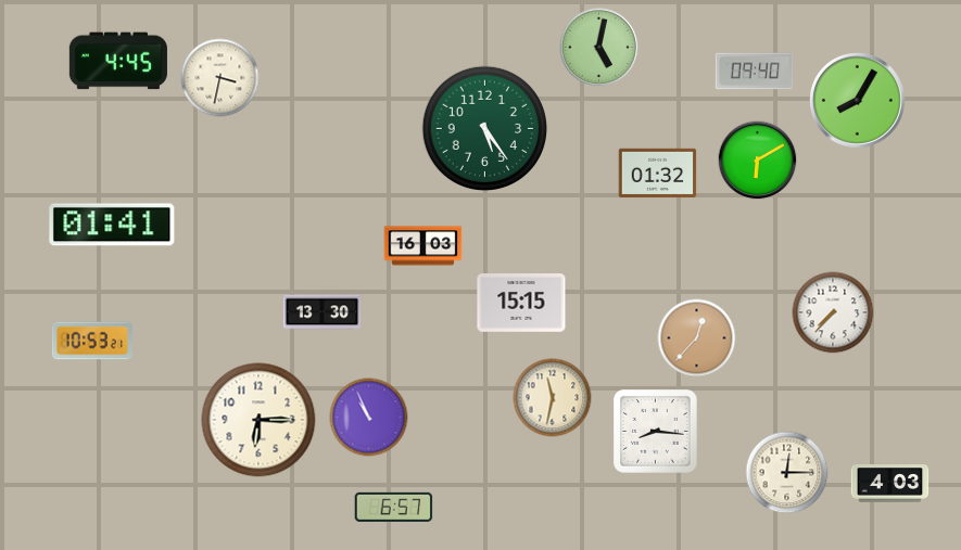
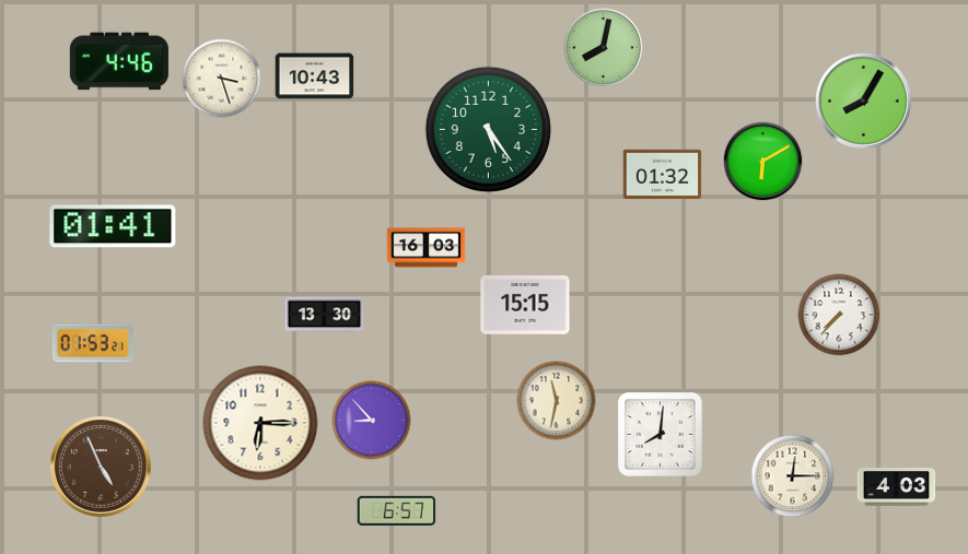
clock at (599, 48): 5:02 -> 8:02
clock at (118, 61): 4:45 -> 4:46
clock at (755, 72): 09:40 -> none
clock at (315, 76): none -> 10:43
clock at (220, 78): 3:32 -> 3:27
clock at (697, 338): 12:37 -> none
clock at (92, 341): 10:53 -> 01:53
clock at (369, 418): 10:56 -> 8:53
clock at (656, 432): 8:16 -> 8:01
clock at (101, 467): none -> 4:56
